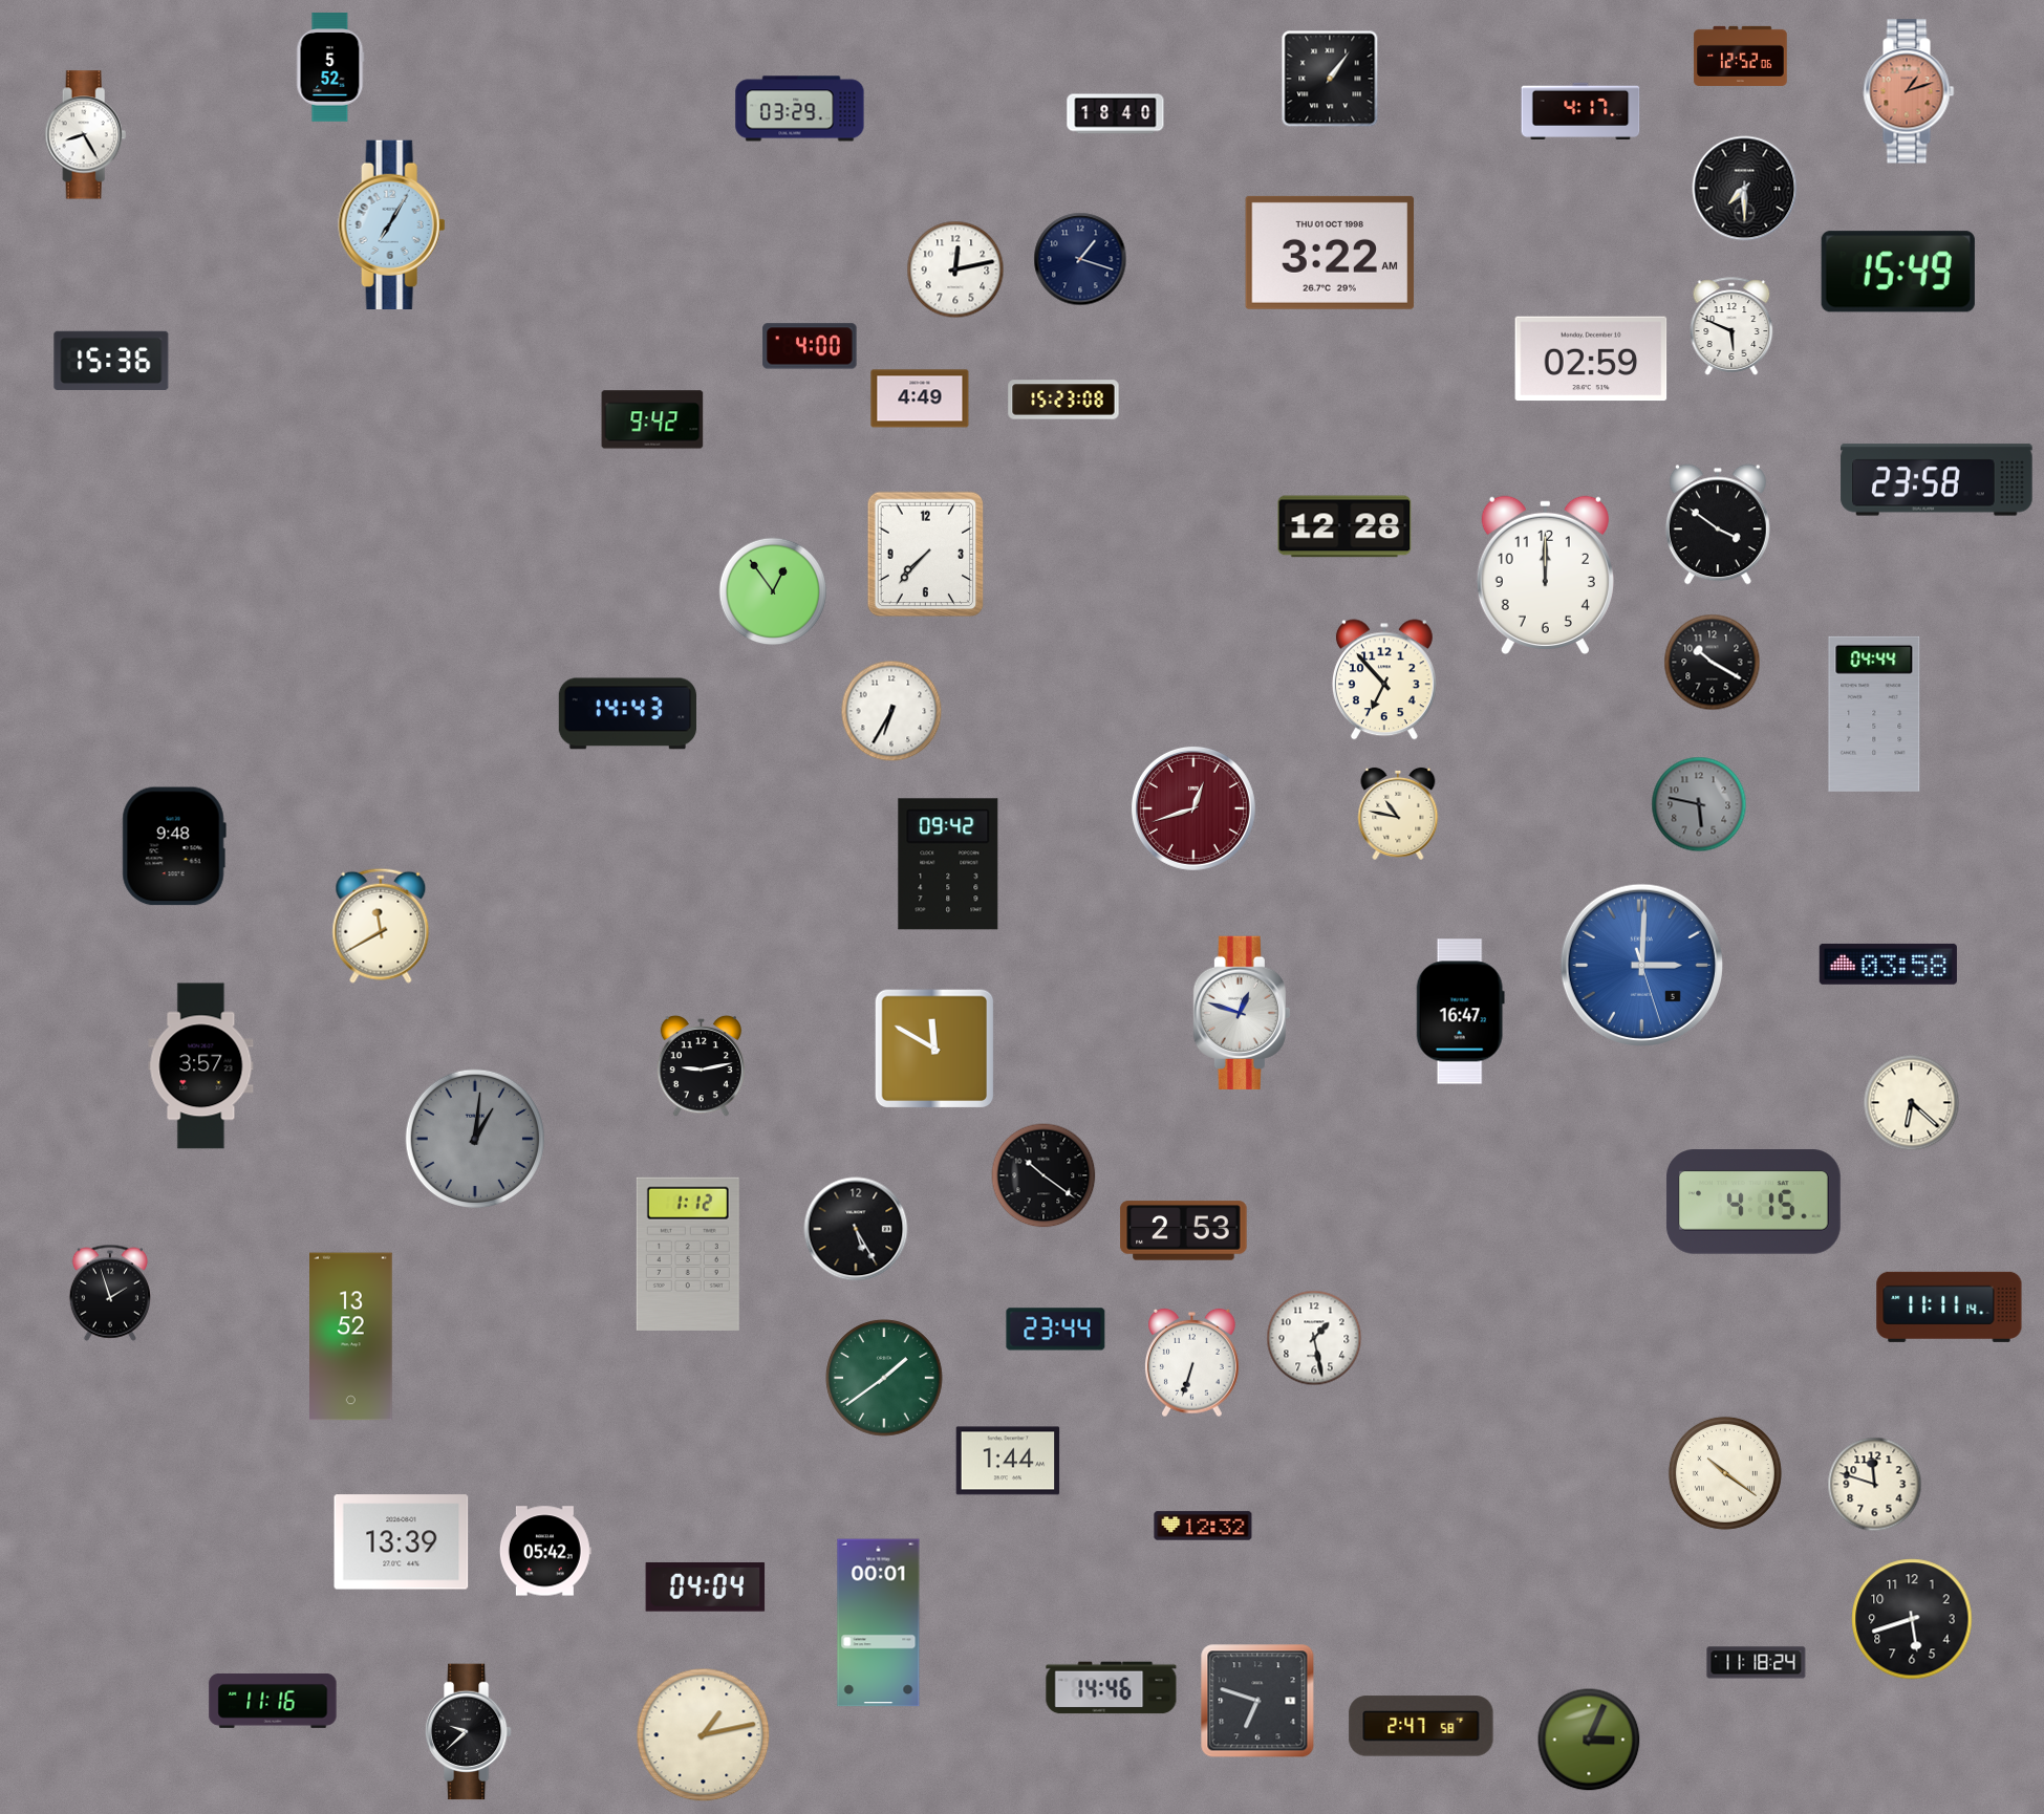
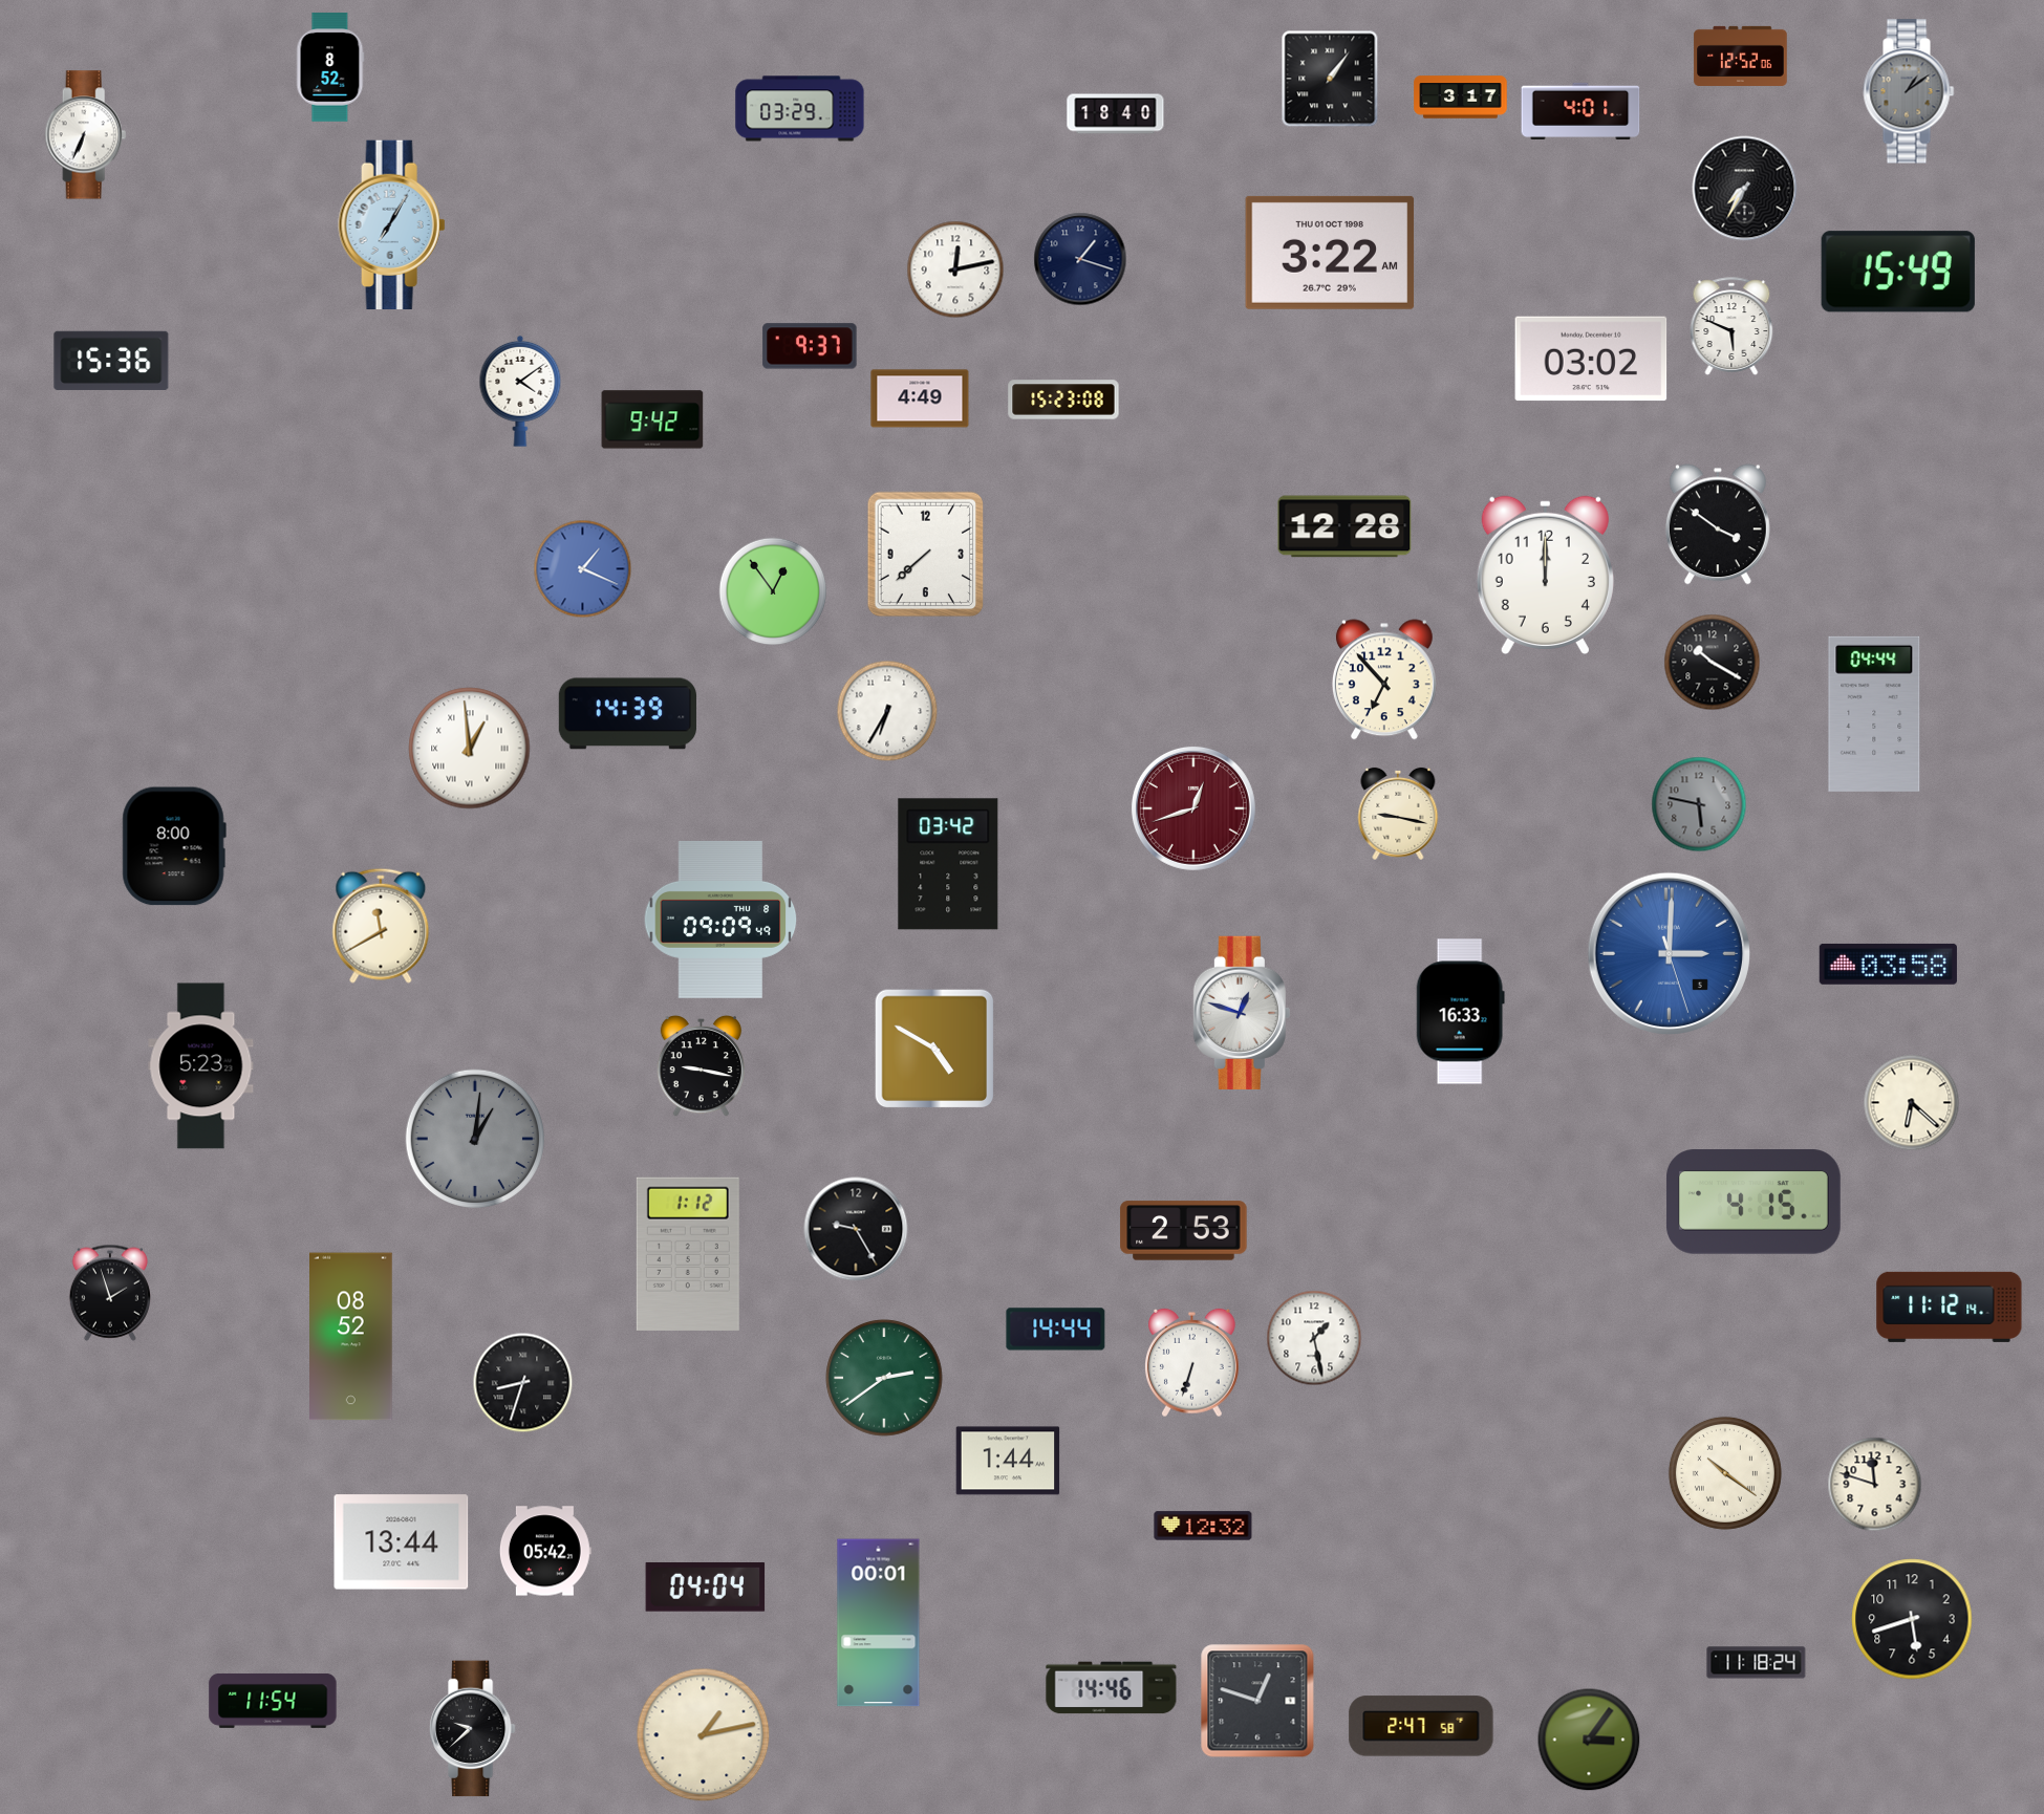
clock at (330, 67): 5:52 -> 8:52
clock at (1909, 91): 1:12 -> 1:09
clock at (1909, 91) dial: salmon -> grey
clock at (1461, 98): none -> 3:17
clock at (1580, 110): 4:17 -> 4:01
clock at (86, 135): 8:25 -> 6:34
clock at (1745, 189): 7:30 -> 7:35
clock at (810, 346): 4:00 -> 9:37
clock at (1591, 359): 02:59 -> 03:02
clock at (520, 391): none -> 4:09
clock at (1937, 480): 23:58 -> none
clock at (926, 555): 7:37 -> 7:38
clock at (583, 569): none -> 1:19
clock at (891, 711) position: (891, 711) -> (887, 711)
clock at (627, 714): 14:43 -> 14:39
clock at (470, 749): none -> 12:59
clock at (1398, 814): 10:47 -> 9:17
clock at (174, 846): 9:48 -> 8:00
clock at (948, 864): 09:42 -> 03:42
clock at (720, 920): none -> 09:09
clock at (1641, 965) position: (1641, 965) -> (1669, 953)
clock at (1460, 1012): 16:47 -> 16:33
clock at (934, 1049): 11:50 -> 4:50
clock at (201, 1066): 3:57 -> 5:23
clock at (701, 1066): 9:13 -> 9:17
clock at (1043, 1175): 10:21 -> none
clock at (856, 1229): 5:25 -> 9:25
clock at (1950, 1306): 11:11 -> 11:12
clock at (1056, 1330): 23:44 -> 14:44
clock at (351, 1337): 13:52 -> 08:52
clock at (884, 1378): 1:39 -> 2:39
clock at (523, 1383): none -> 8:33
clock at (402, 1542): 13:39 -> 13:44
clock at (273, 1701): 11:16 -> 11:54
clock at (1257, 1701): 6:48 -> 12:48
clock at (468, 1732) position: (468, 1732) -> (472, 1729)
clock at (1589, 1740): 3:04 -> 3:06
